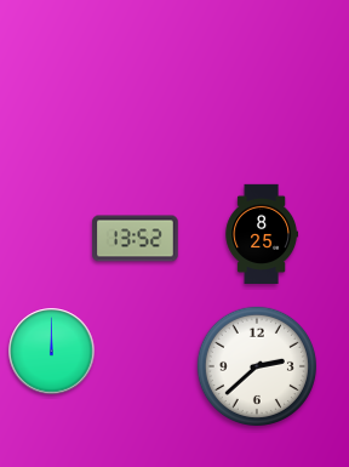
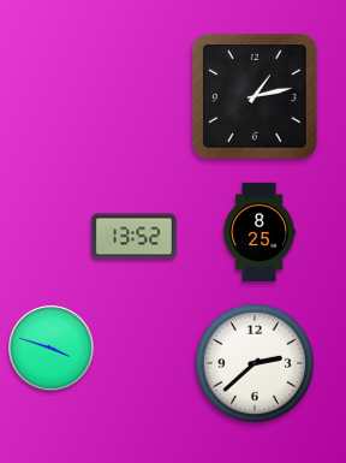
clock at (256, 97): none -> 1:13
clock at (52, 352): 12:00 -> 3:48
